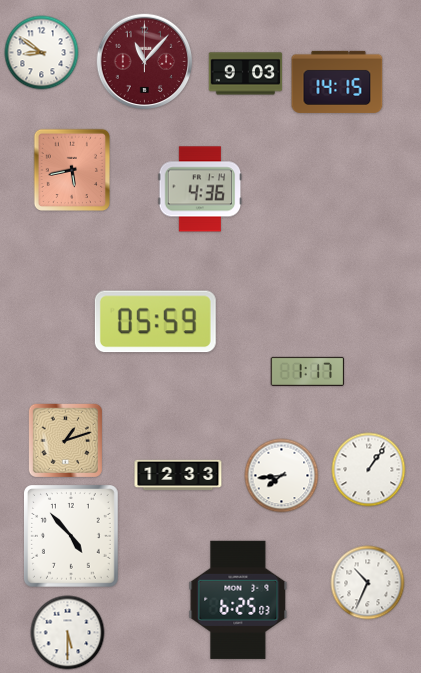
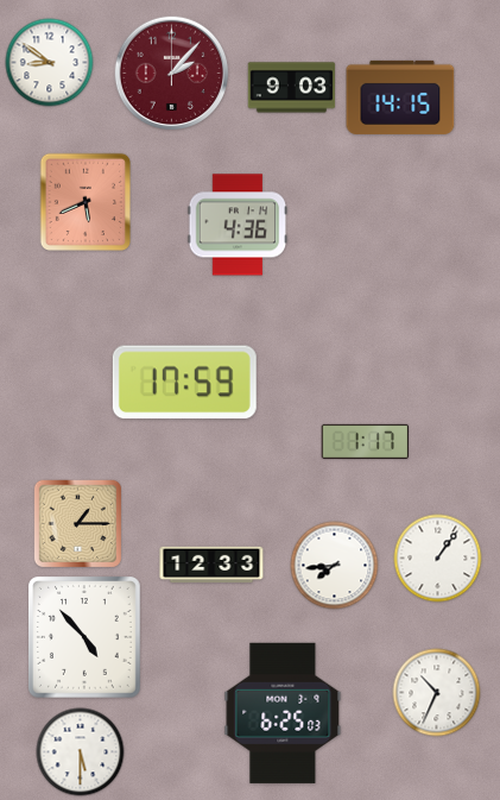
clock at (145, 62): 11:07 -> 2:07
clock at (71, 169): 5:43 -> 5:41
clock at (155, 322): 05:59 -> 17:59
clock at (65, 440): 1:12 -> 1:15
